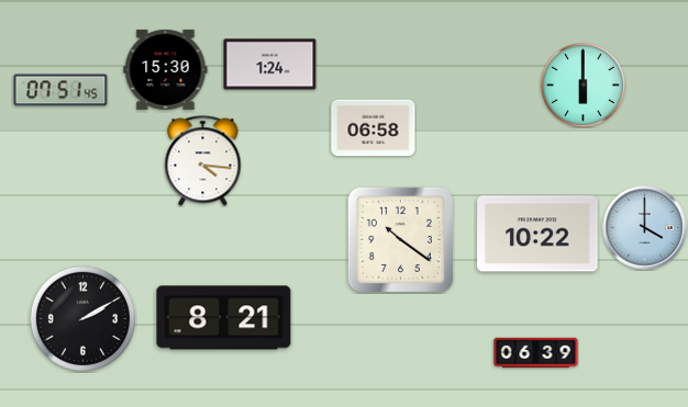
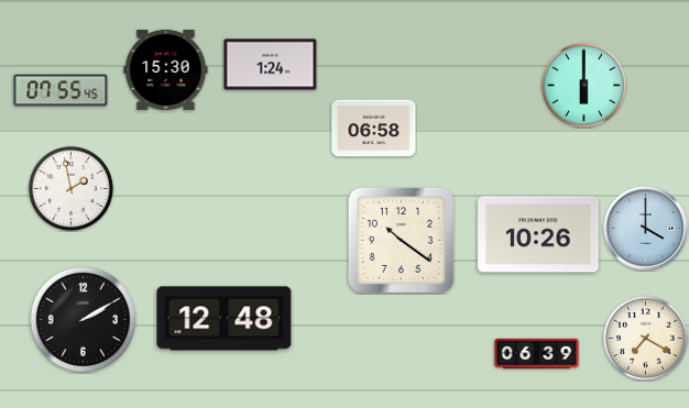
clock at (60, 90): 07:51 -> 07:55
clock at (203, 161): 4:16 -> none
clock at (70, 188): none -> 1:58
clock at (537, 234): 10:22 -> 10:26
clock at (224, 318): 8:21 -> 12:48
clock at (645, 338): none -> 7:20
